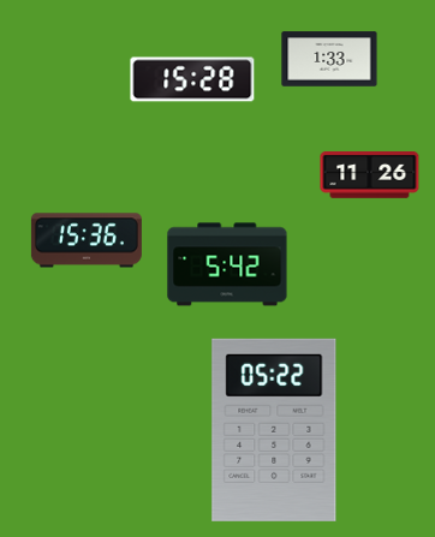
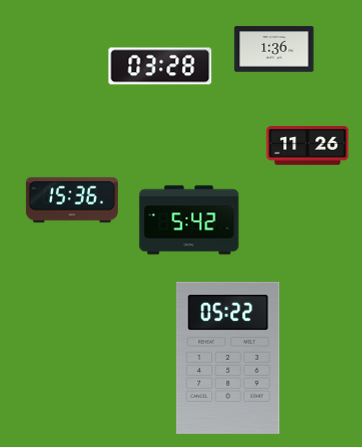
clock at (329, 59): 1:33 -> 1:36
clock at (192, 79): 15:28 -> 03:28
